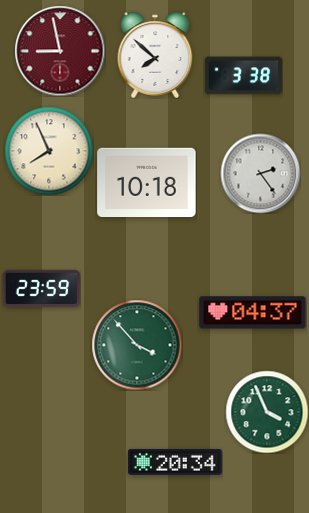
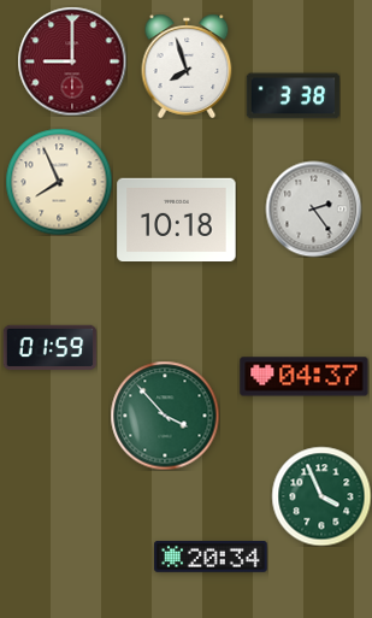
clock at (60, 51): 8:58 -> 9:00
clock at (155, 55): 7:52 -> 7:57
clock at (243, 76) position: (243, 76) -> (293, 96)
clock at (41, 289): 23:59 -> 01:59
